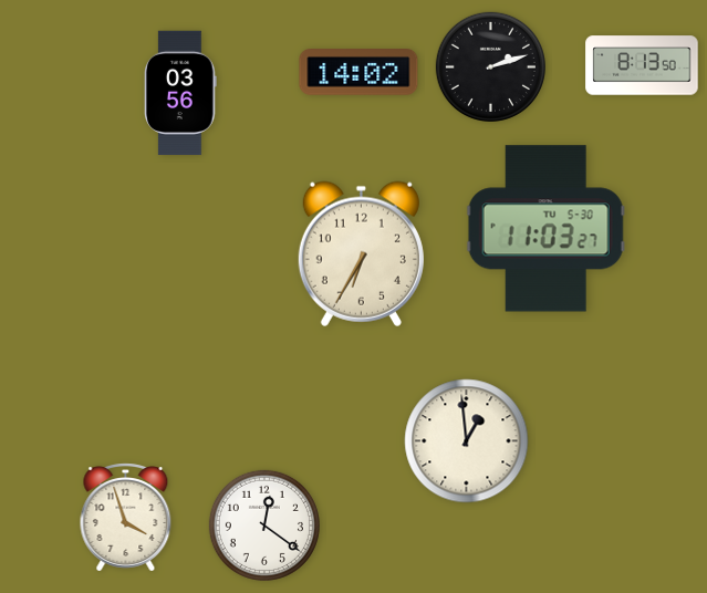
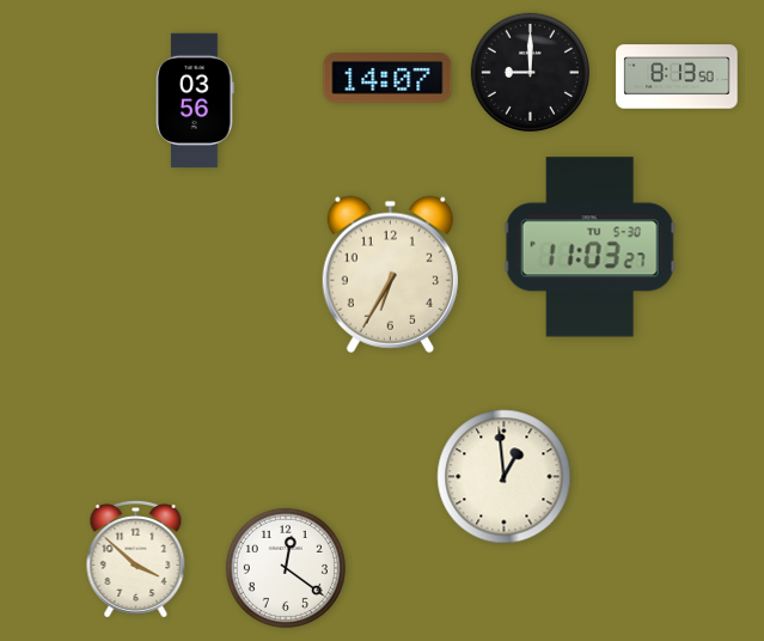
clock at (642, 65) position: (642, 65) -> (677, 77)
clock at (490, 66): 2:12 -> 9:00
clock at (358, 72): 14:02 -> 14:07
clock at (126, 518): 3:57 -> 3:52
